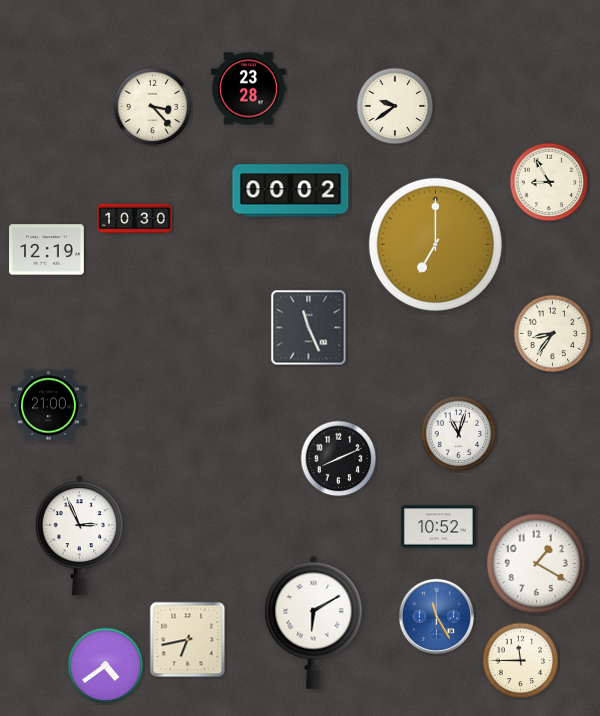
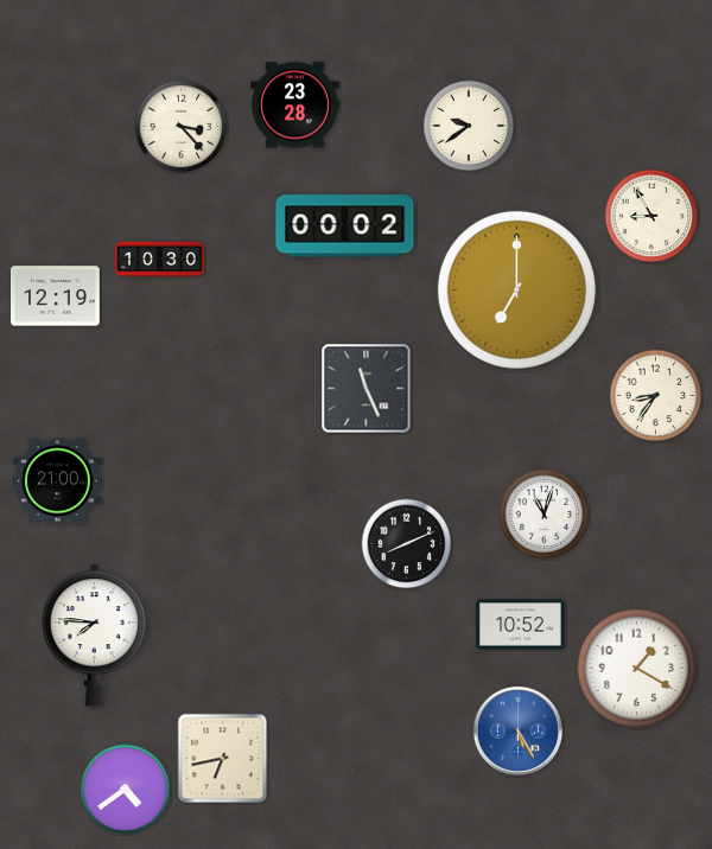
clock at (339, 459) position: (339, 459) -> (407, 544)
clock at (79, 536): 2:56 -> 7:46
clock at (436, 616): 11:25 -> 5:25
clock at (314, 622): 6:10 -> none
clock at (521, 661): 11:45 -> none
